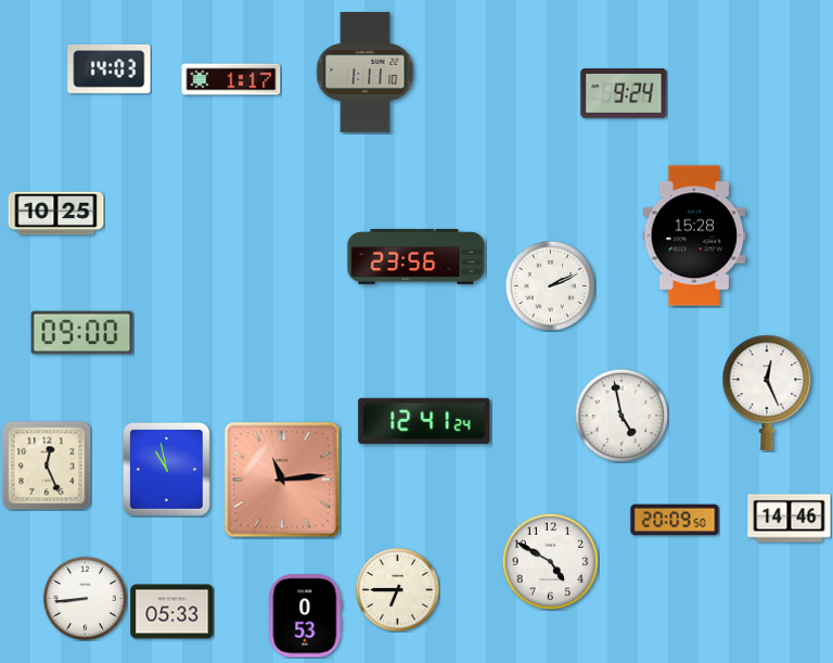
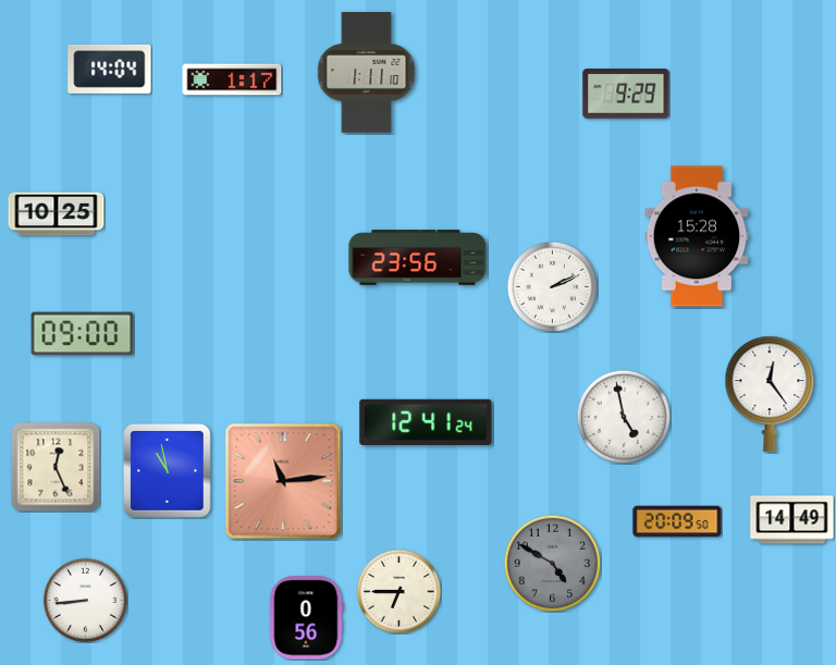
clock at (110, 68): 14:03 -> 14:04
clock at (624, 93): 9:24 -> 9:29
clock at (767, 393): 12:26 -> 12:24
clock at (47, 466) position: (47, 466) -> (56, 467)
clock at (790, 519): 14:46 -> 14:49
clock at (550, 561) dial: white -> grey
clock at (172, 612): 05:33 -> none
clock at (306, 616): 0:53 -> 0:56
